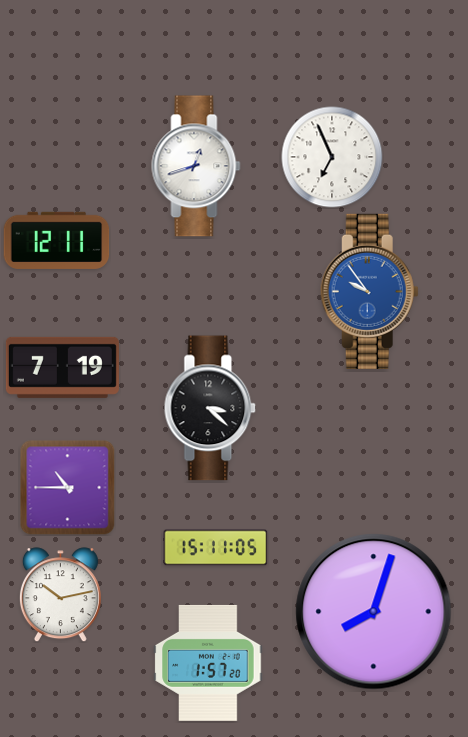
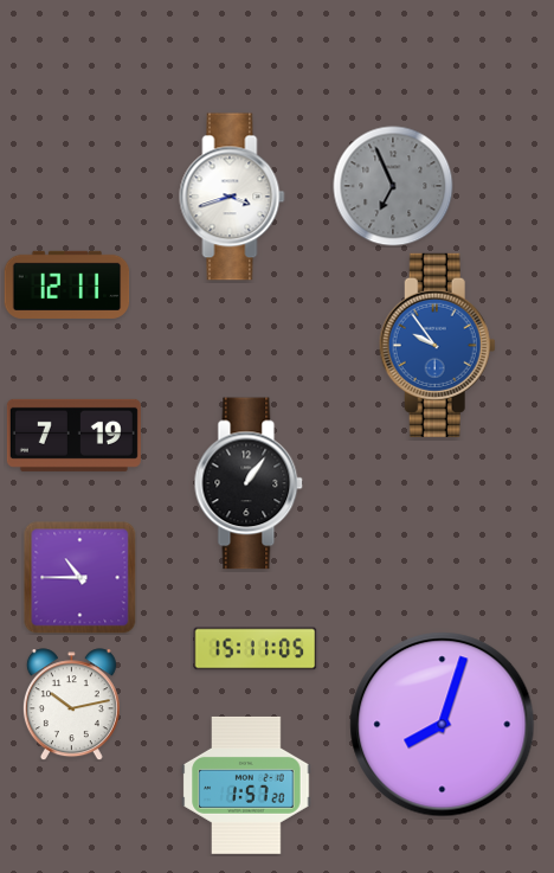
clock at (332, 157) dial: white -> grey
clock at (196, 166): 12:42 -> 3:42
clock at (210, 408): 3:22 -> 1:06
